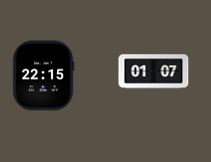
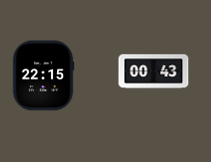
clock at (154, 72): 01:07 -> 00:43
